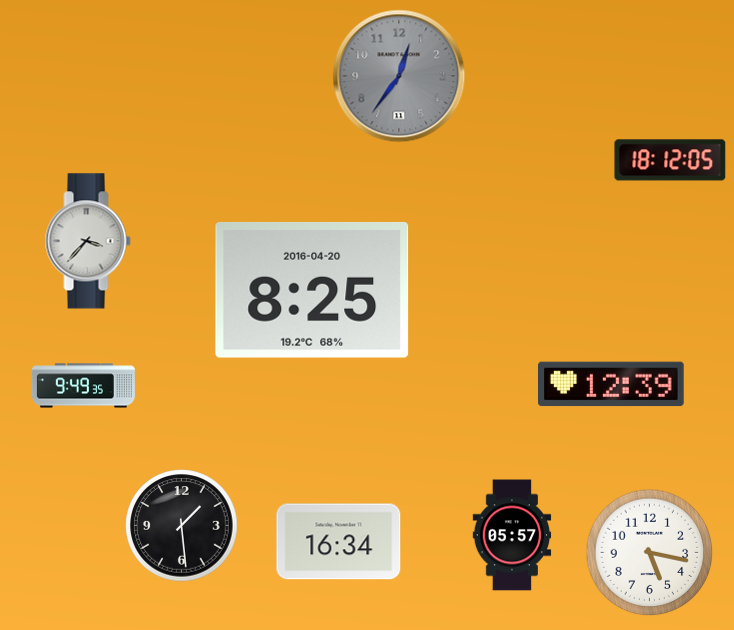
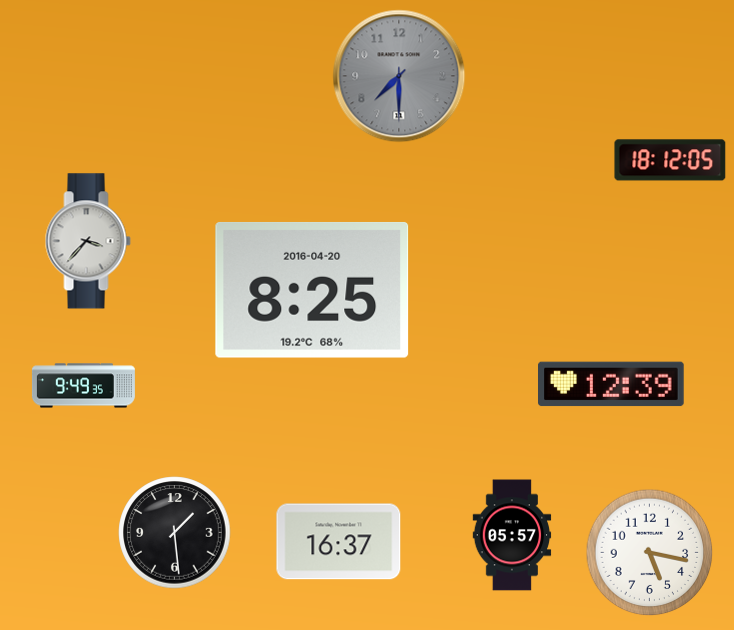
clock at (399, 76): 12:36 -> 7:30
clock at (182, 526) position: (182, 526) -> (175, 533)
clock at (339, 542): 16:34 -> 16:37
